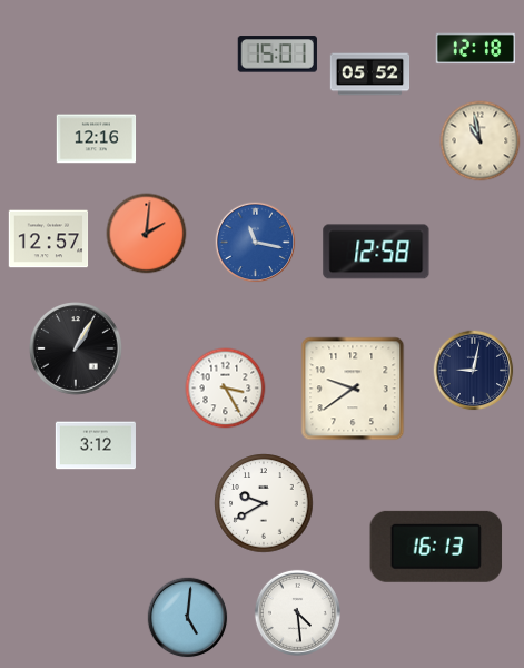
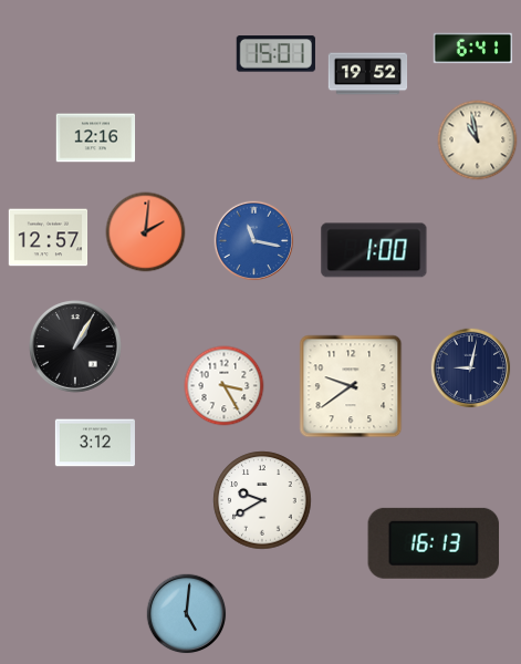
clock at (476, 49): 12:18 -> 6:41
clock at (370, 75): 05:52 -> 19:52
clock at (376, 252): 12:58 -> 1:00
clock at (297, 612): 4:29 -> none
